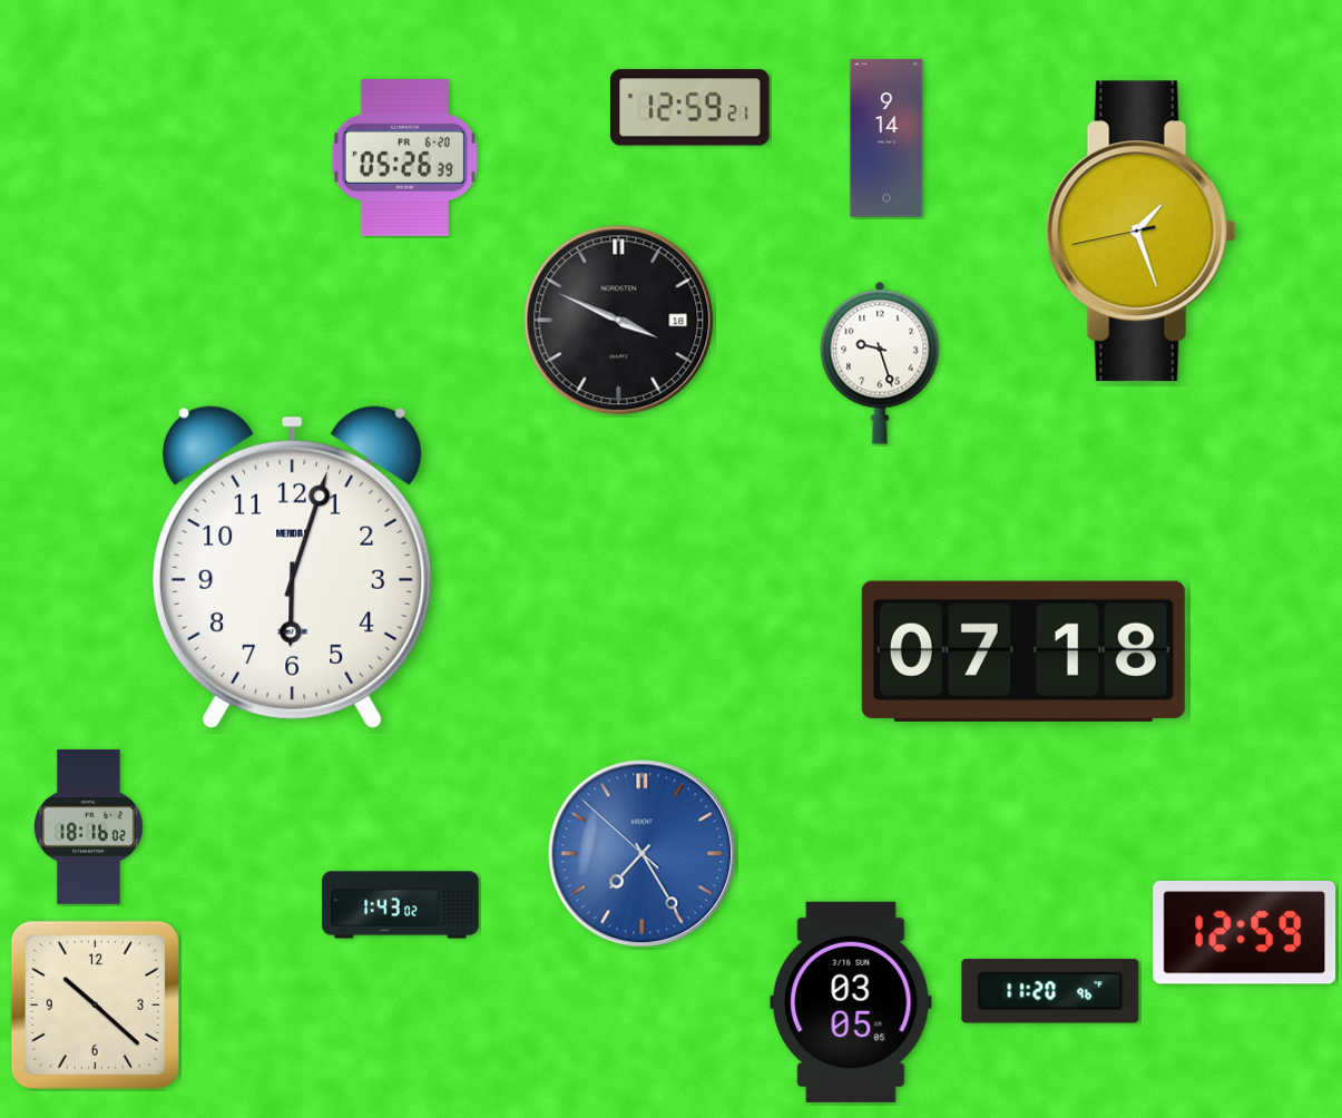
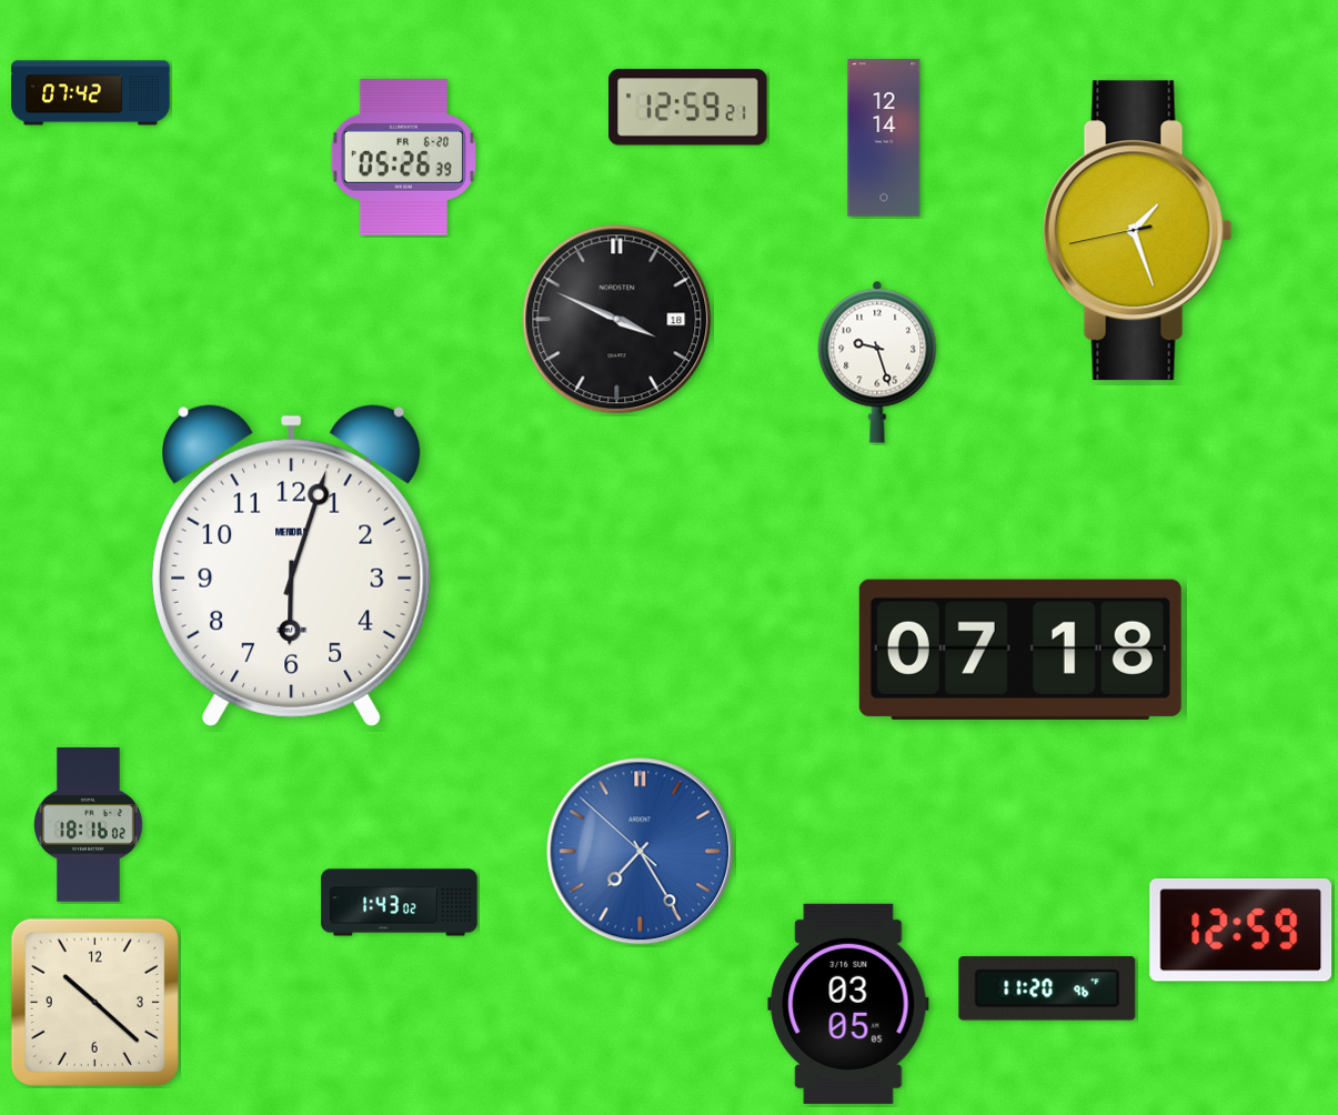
clock at (91, 93): none -> 07:42
clock at (886, 138): 9:14 -> 12:14
clock at (851, 1002) position: (851, 1002) -> (848, 1004)
